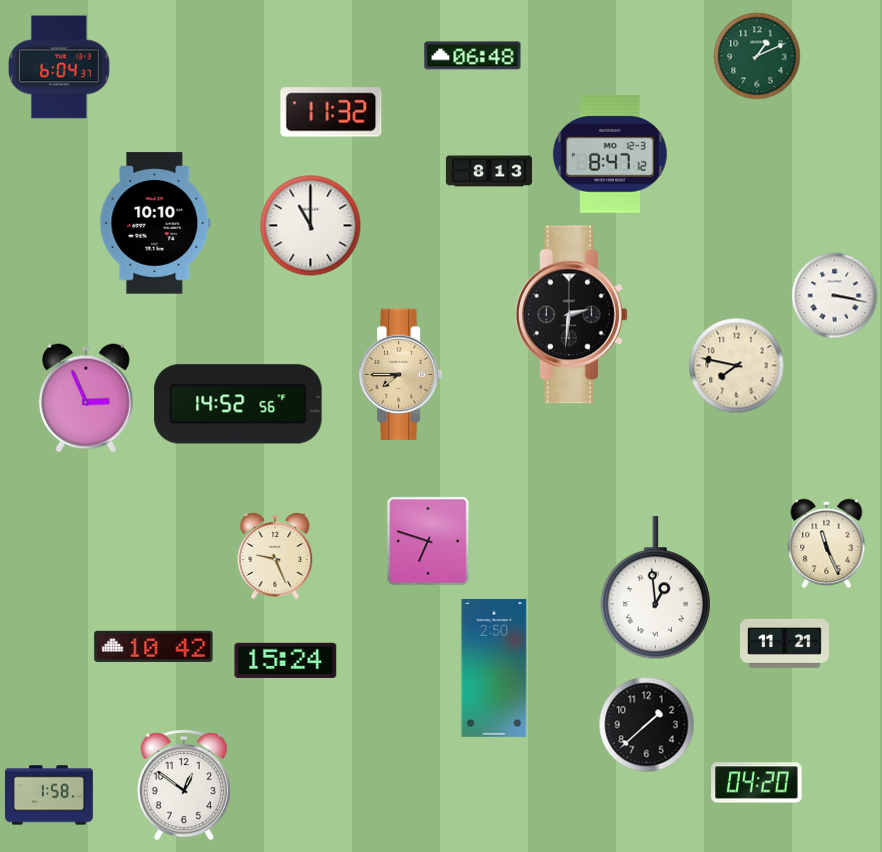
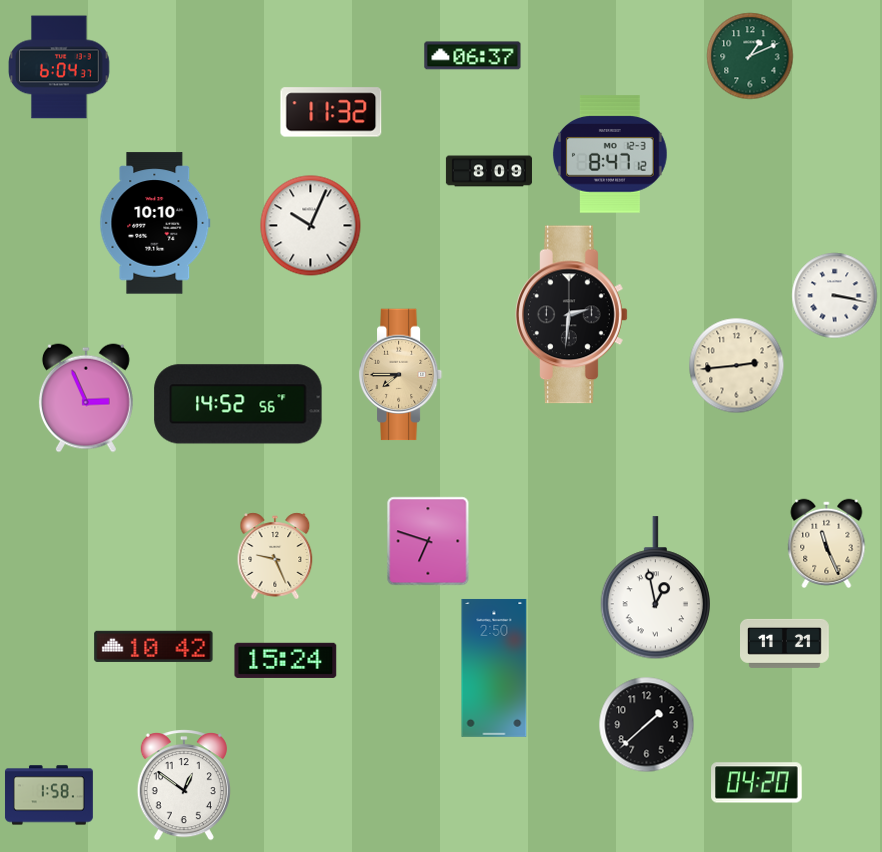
clock at (473, 56): 06:48 -> 06:37
clock at (757, 56) position: (757, 56) -> (750, 56)
clock at (489, 171): 8:13 -> 8:09
clock at (311, 226): 11:00 -> 10:04
clock at (737, 366): 7:47 -> 2:44
clock at (655, 588): 12:59 -> 12:58
